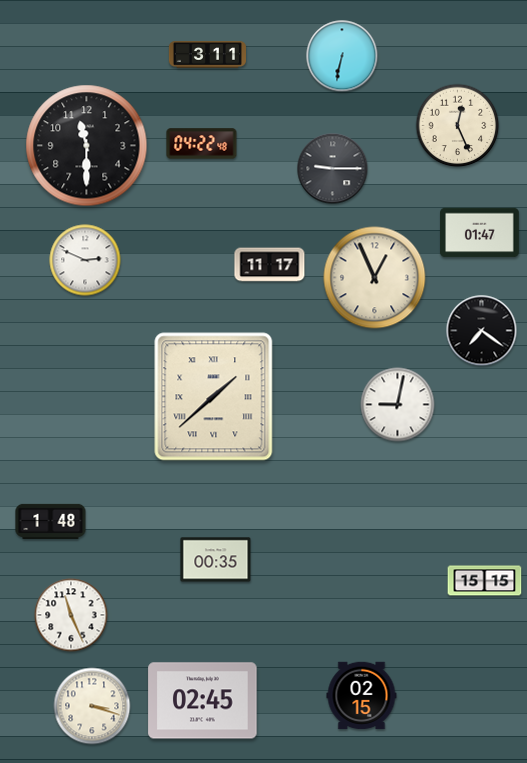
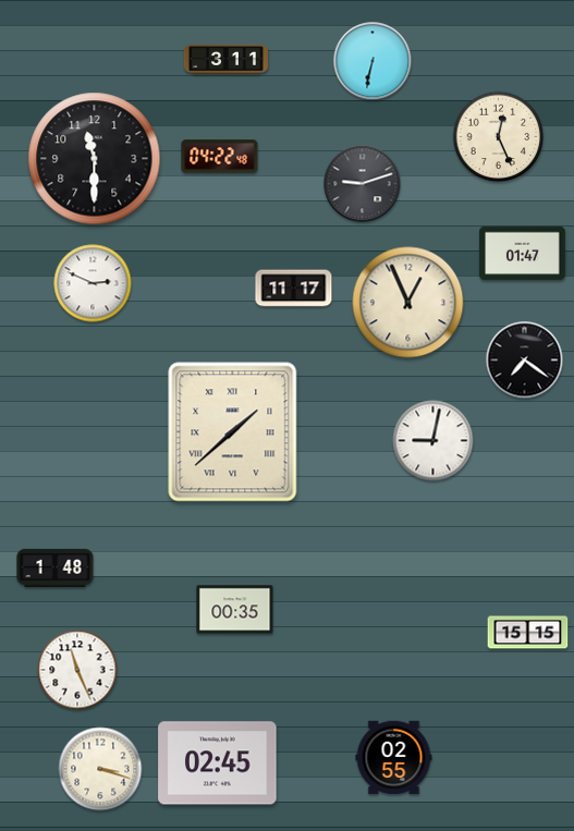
clock at (333, 169): 9:15 -> 9:12
clock at (362, 696): 02:15 -> 02:55
clock at (203, 701) position: (203, 701) -> (218, 763)
